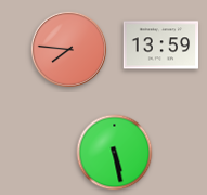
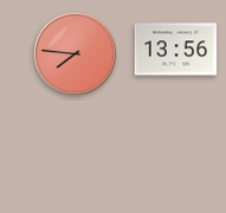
clock at (161, 45): 13:59 -> 13:56
clock at (115, 153): 5:28 -> none
